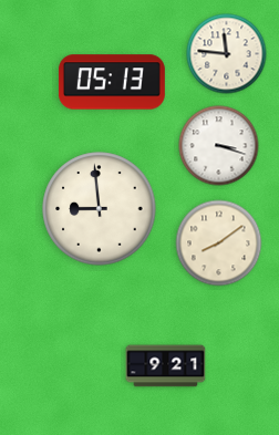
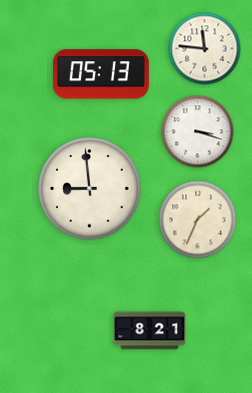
clock at (219, 244): 8:09 -> 1:34
clock at (166, 366): 9:21 -> 8:21
